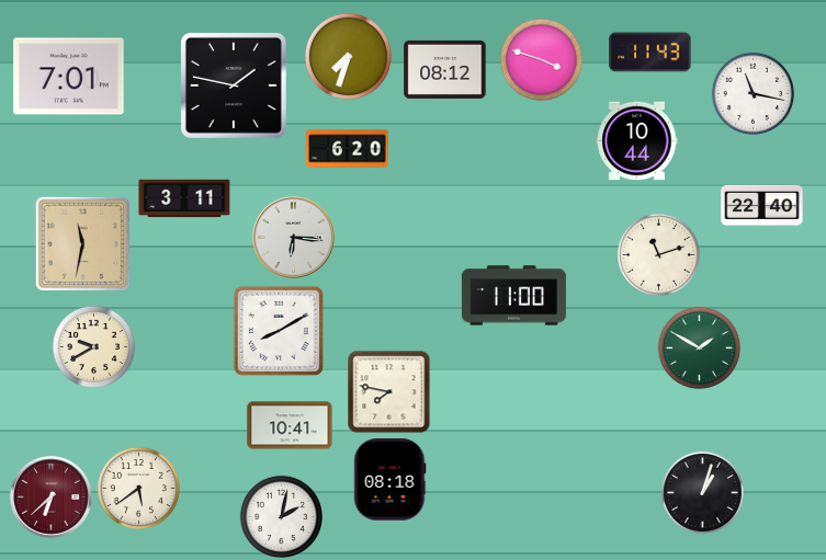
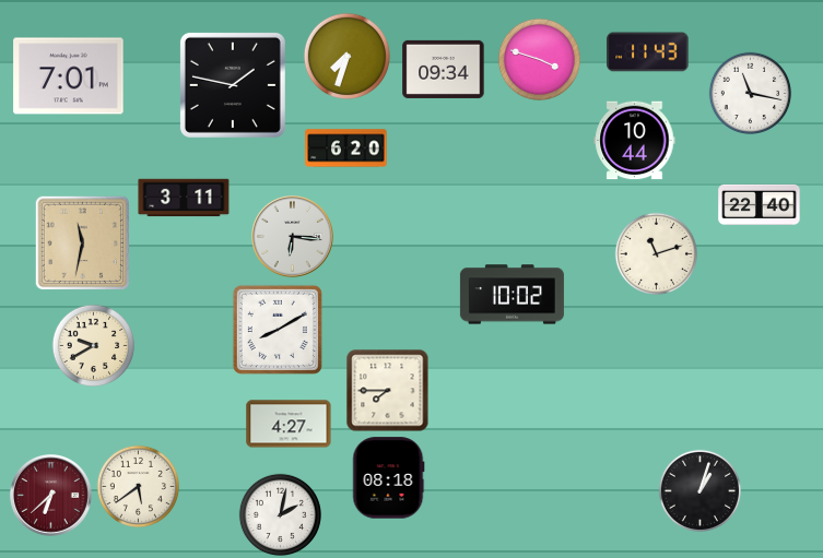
clock at (445, 69): 08:12 -> 09:34
clock at (513, 296): 11:00 -> 10:02
clock at (699, 347): 1:50 -> none
clock at (389, 392): 7:47 -> 7:45
clock at (290, 425): 10:41 -> 4:27
